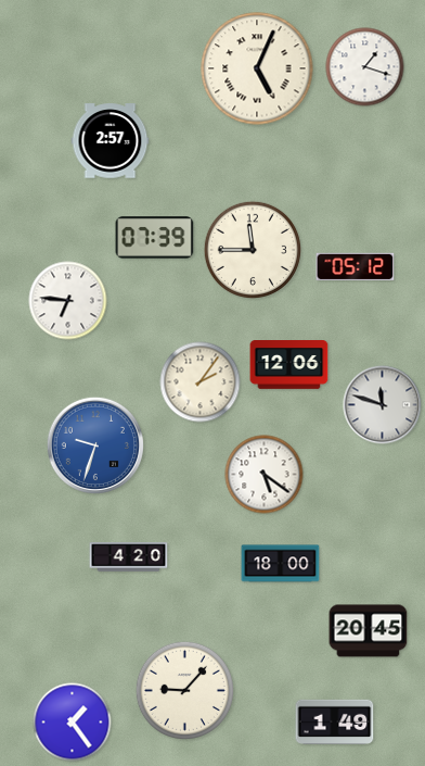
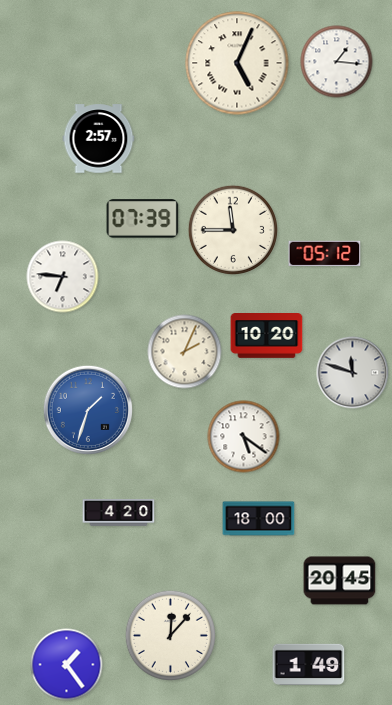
clock at (365, 67): 1:18 -> 1:16
clock at (111, 141) position: (111, 141) -> (99, 139)
clock at (356, 266) position: (356, 266) -> (325, 253)
clock at (289, 365): 12:06 -> 10:20
clock at (201, 382): 2:06 -> 2:04
clock at (95, 445): 9:33 -> 1:33
clock at (184, 690): 9:07 -> 12:07
